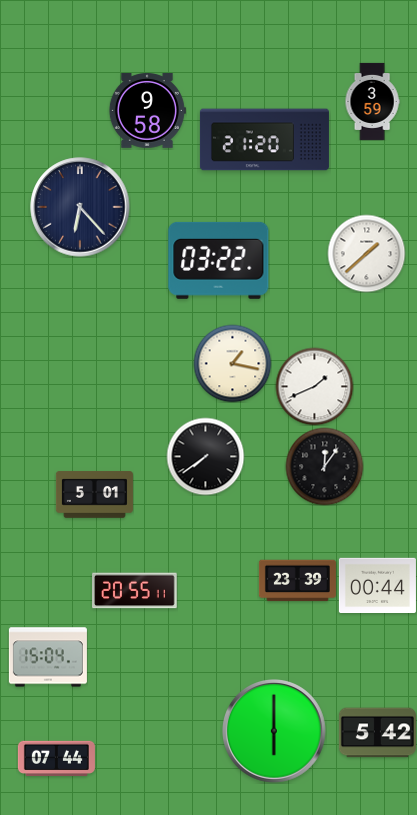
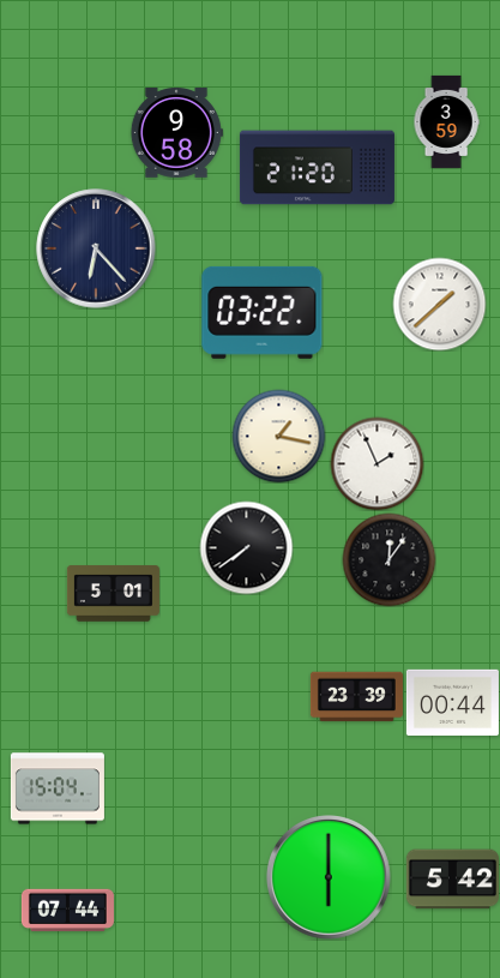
clock at (314, 386): 1:41 -> 1:56
clock at (135, 591): 20:55 -> none
